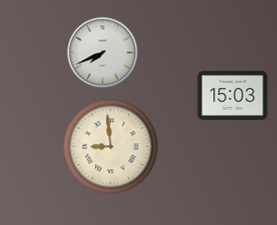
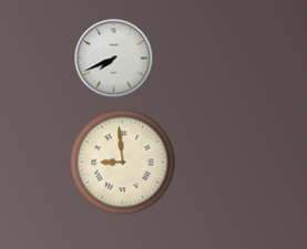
clock at (233, 95): 15:03 -> none
